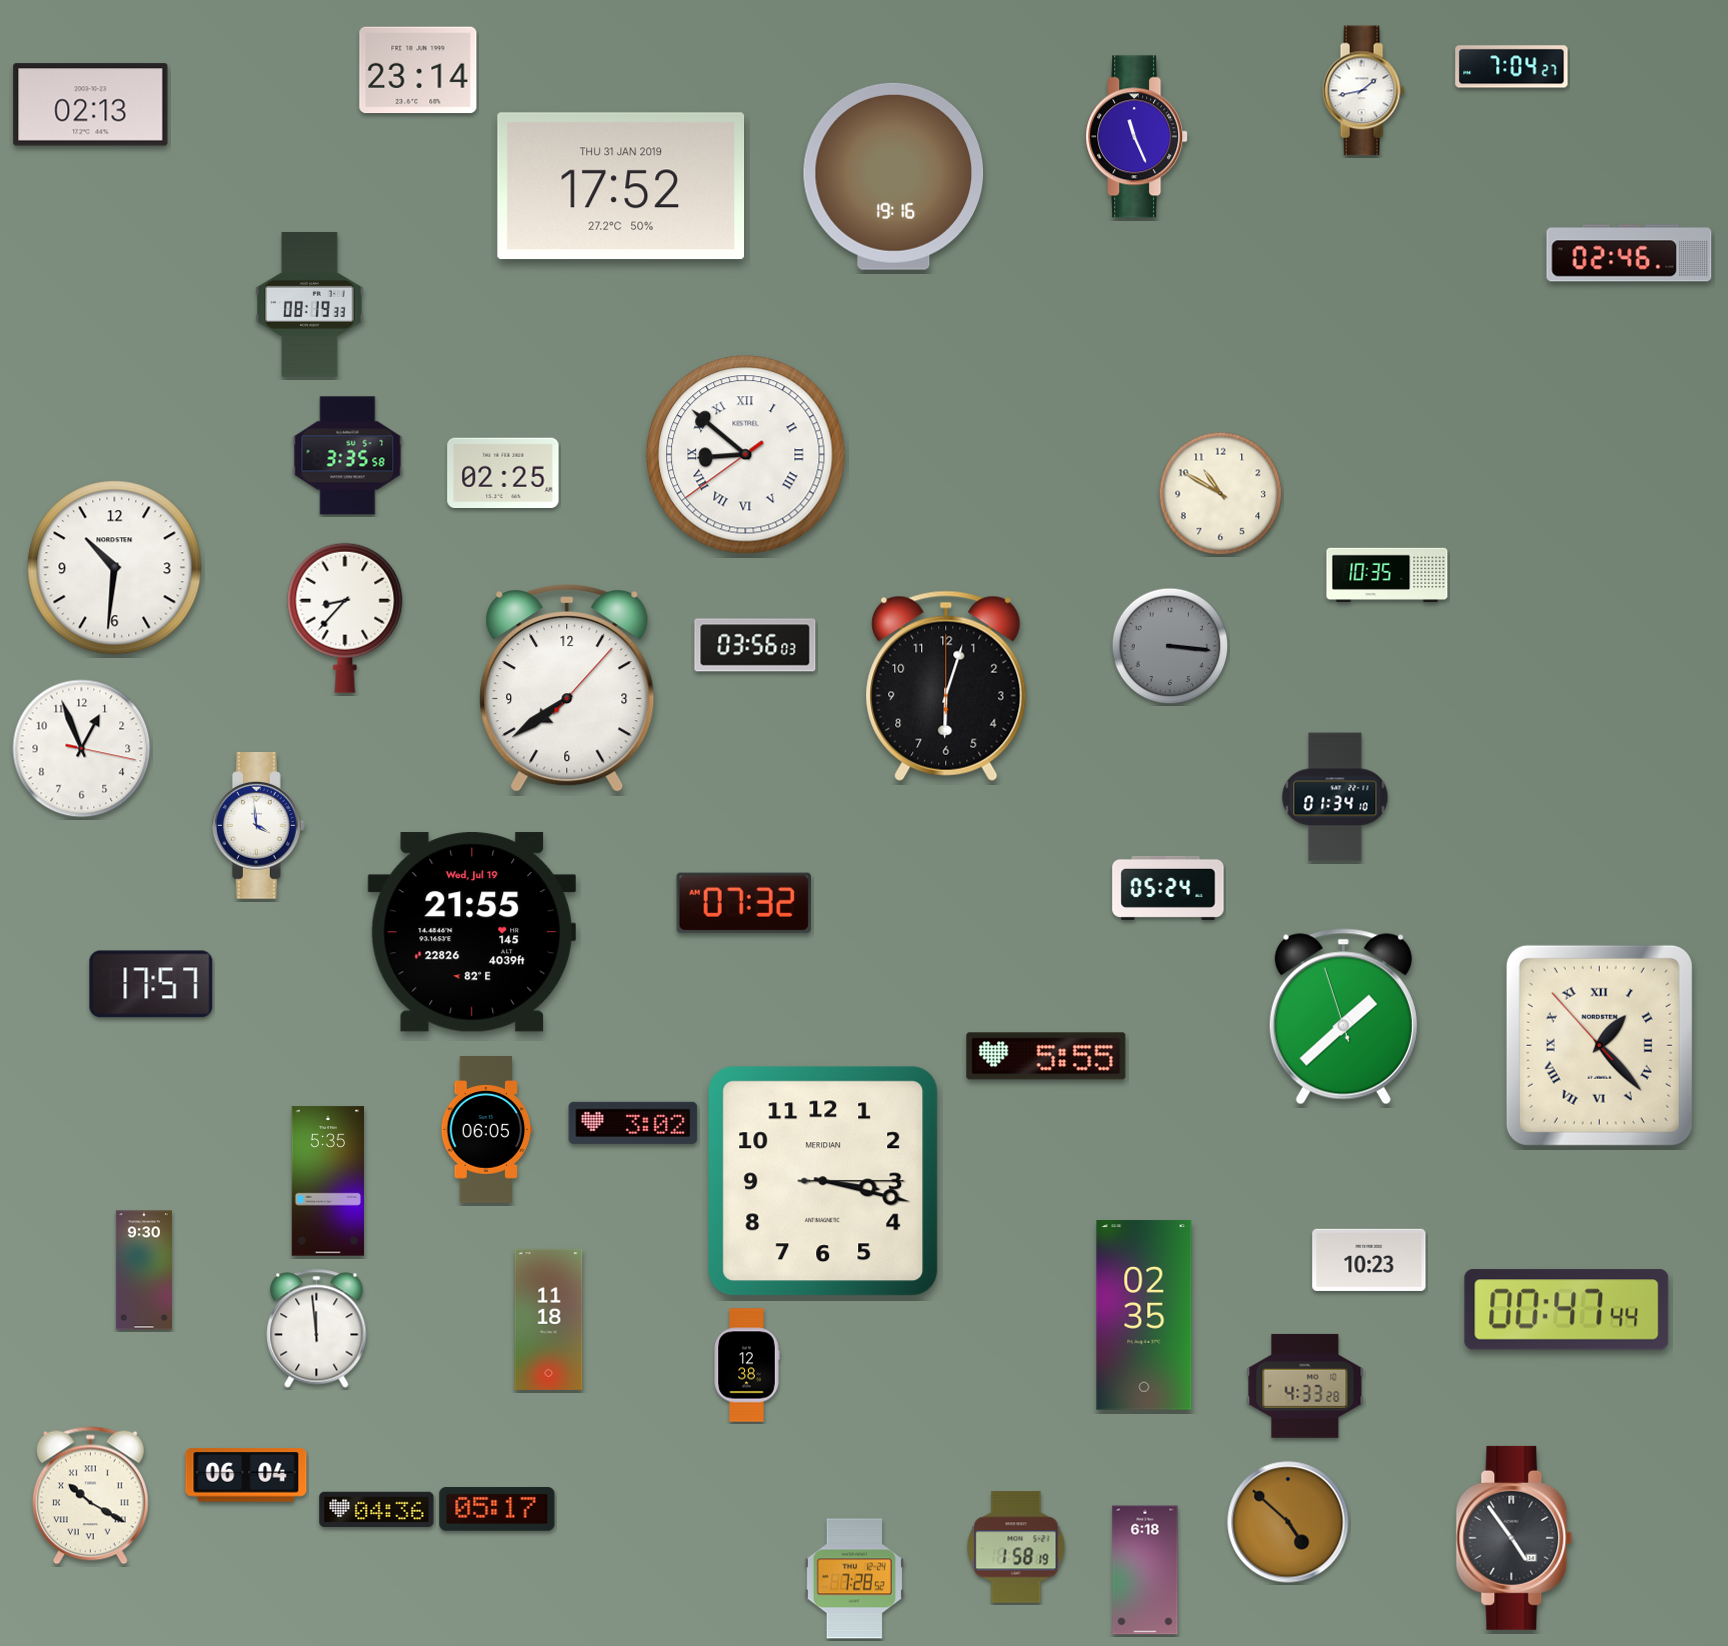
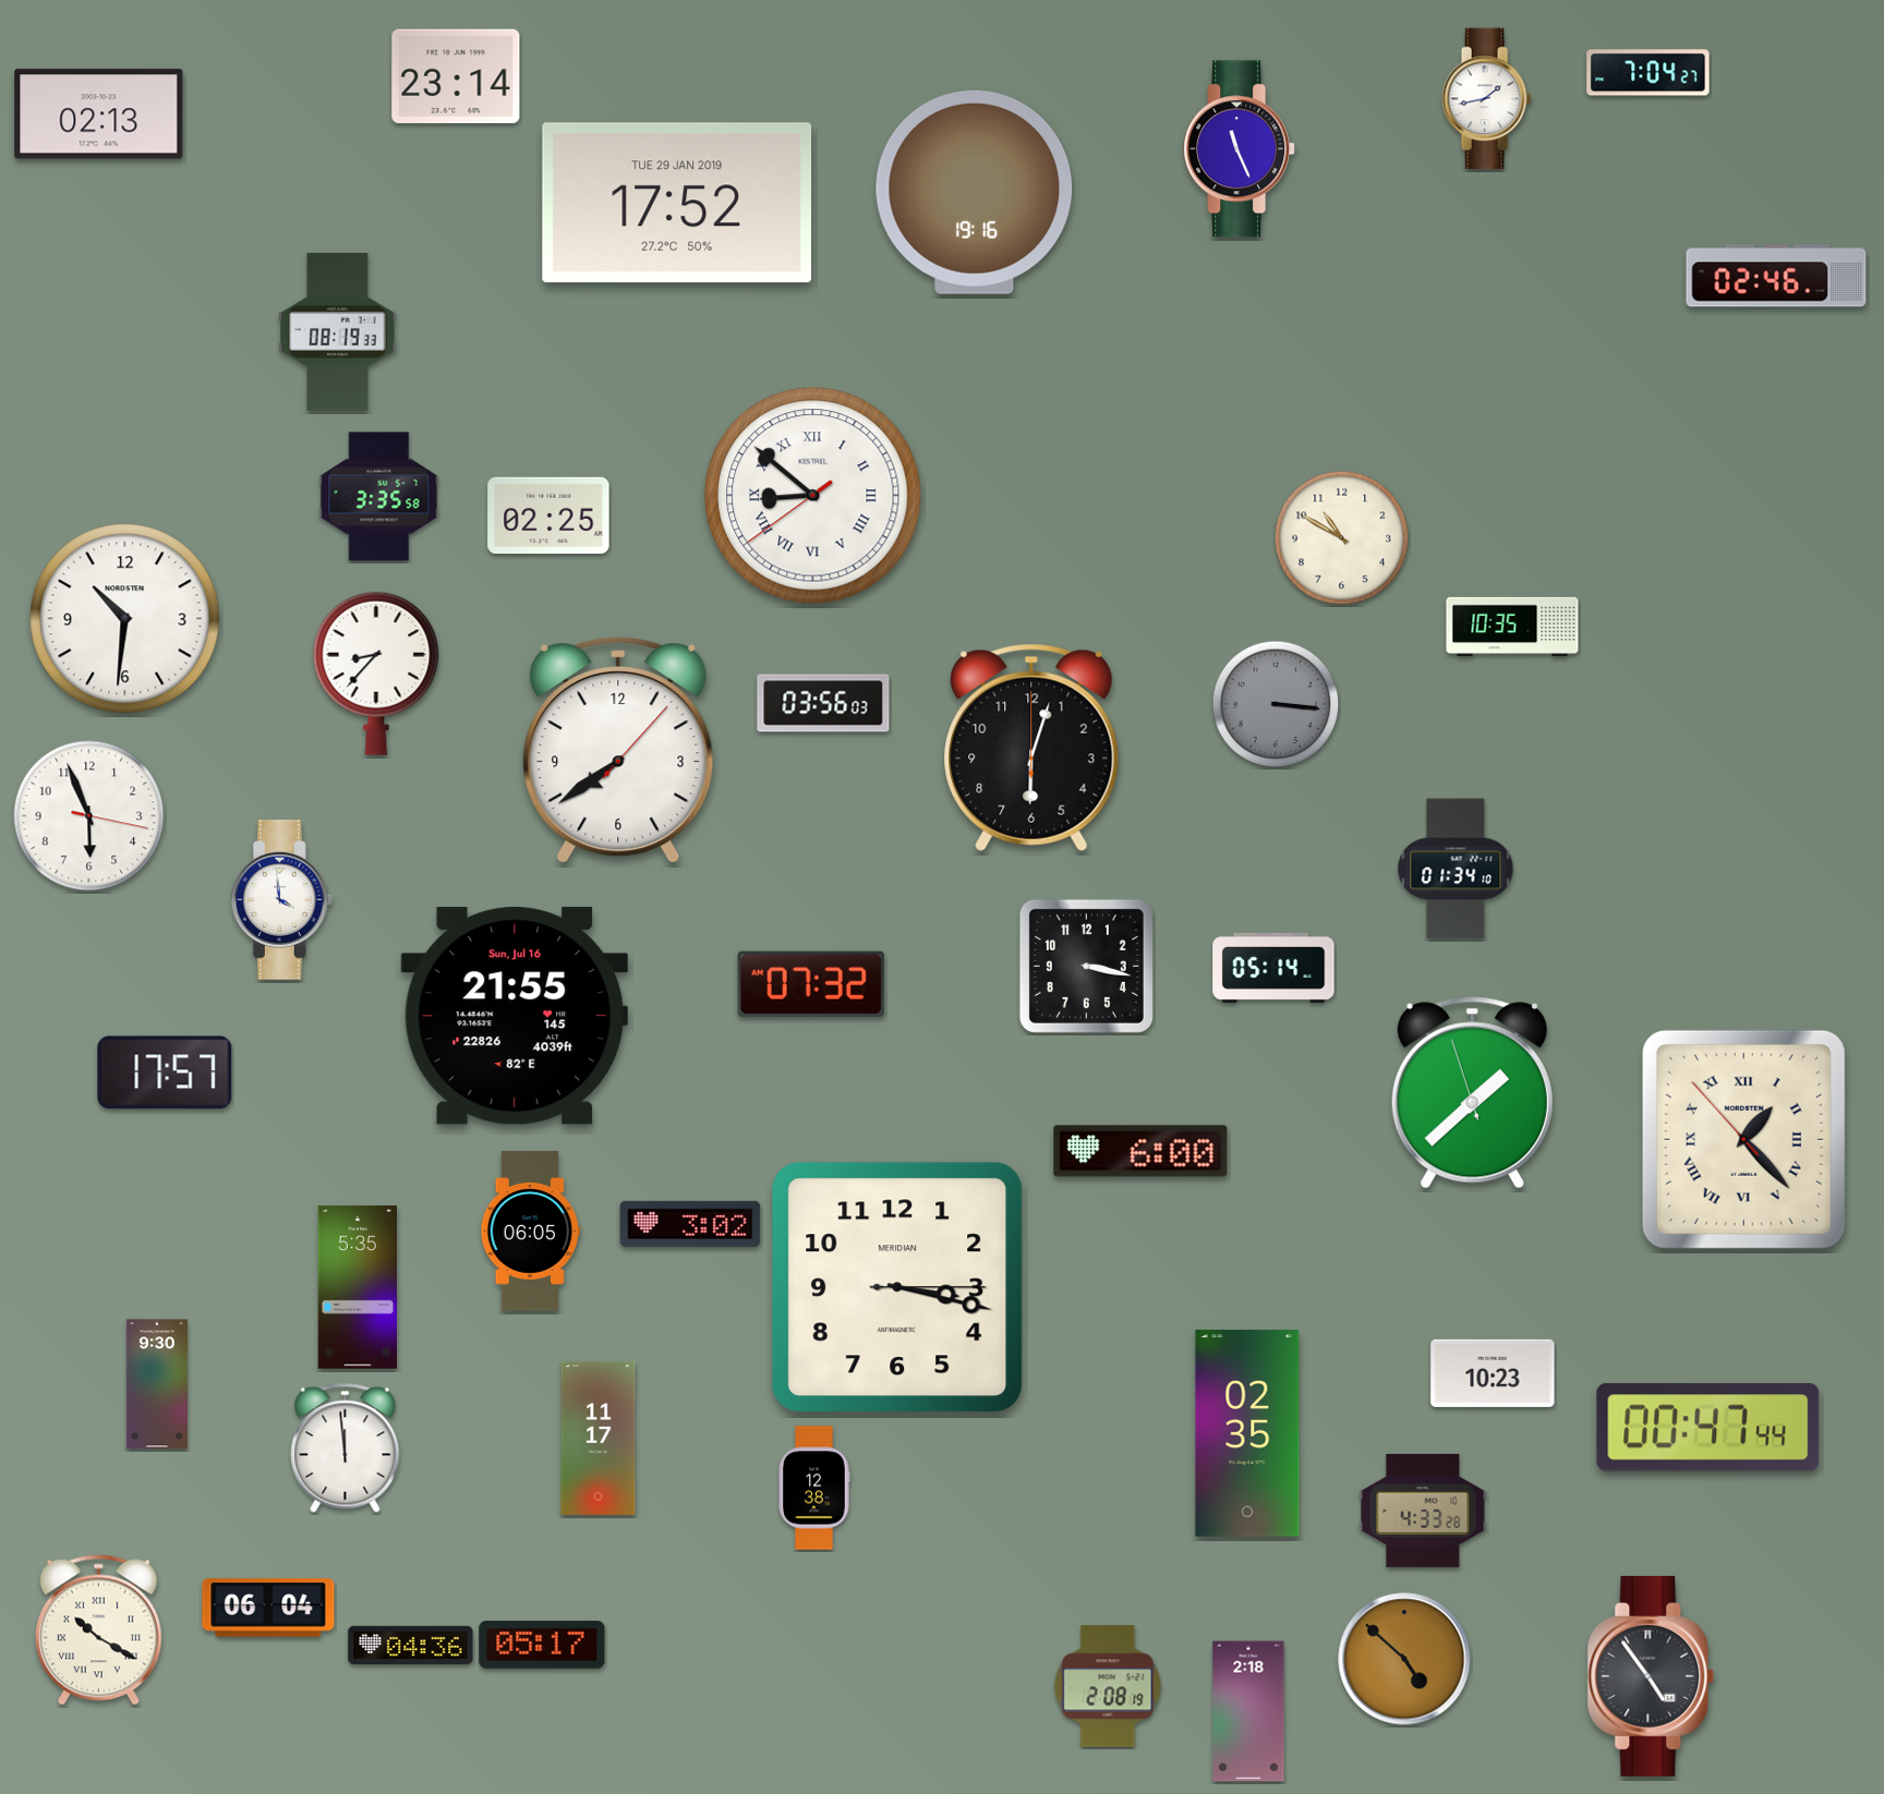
clock at (621, 186) date: THU 31 JAN 2019 -> TUE 29 JAN 2019
clock at (1221, 494) position: (1221, 494) -> (1342, 538)
clock at (82, 749): 12:56 -> 5:56
clock at (1086, 966): none -> 3:17
clock at (1168, 888): 05:24 -> 05:14
clock at (471, 932) date: Wed, Jul 19 -> Sun, Jul 16
clock at (1343, 1017) position: (1343, 1017) -> (1472, 1093)
clock at (1046, 1056): 5:55 -> 6:00
clock at (549, 1319): 11:18 -> 11:17
clock at (1016, 1547): 1:58 -> 2:08
clock at (1145, 1570): 6:18 -> 2:18
clock at (854, 1579): 7:28 -> none
